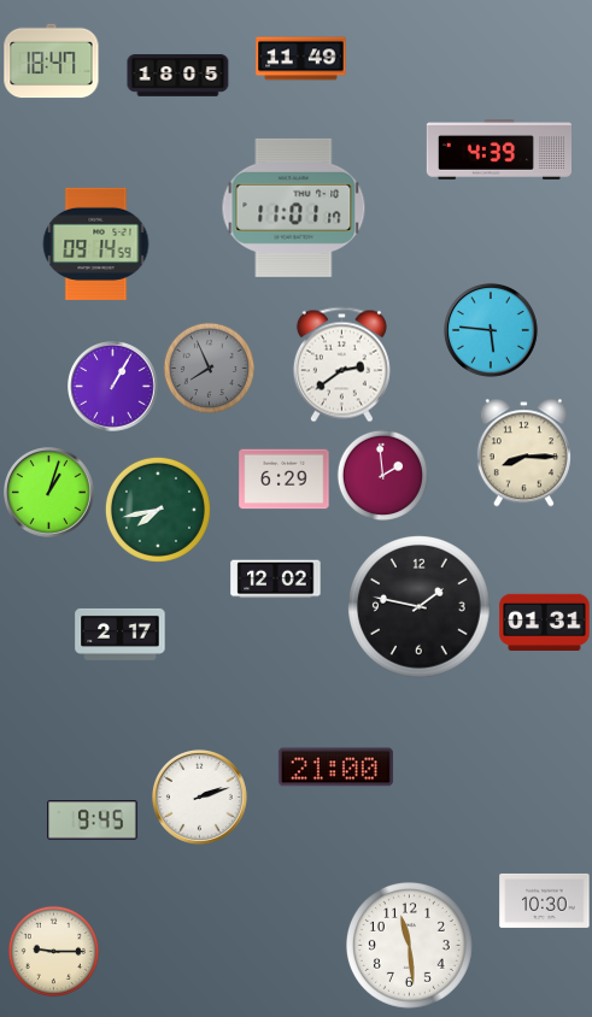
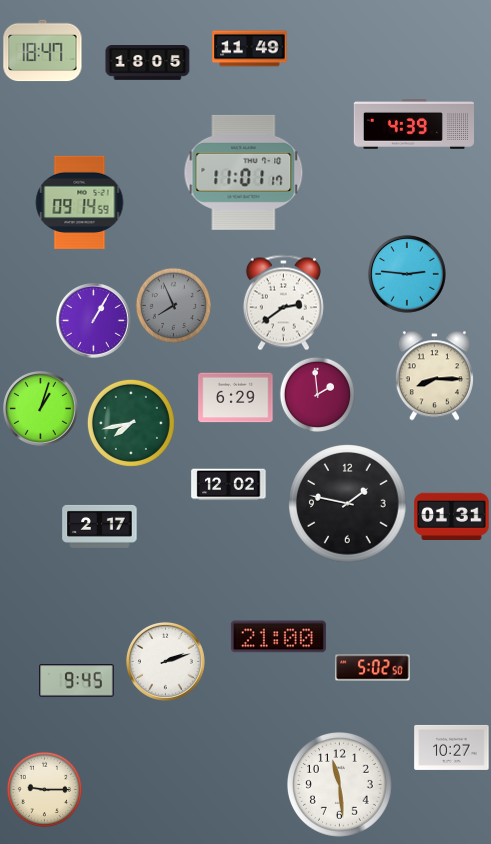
clock at (491, 330): 5:46 -> 2:46
clock at (276, 580) position: (276, 580) -> (229, 485)
clock at (373, 668): none -> 5:02
clock at (545, 900): 10:30 -> 10:27
